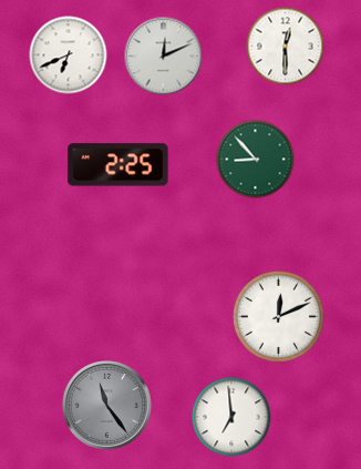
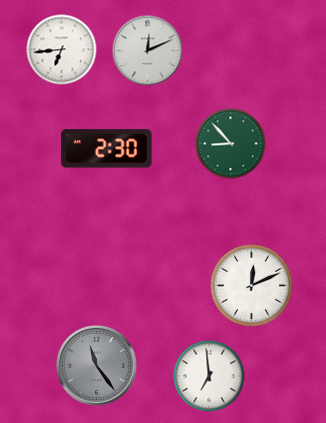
clock at (286, 47): 12:30 -> none
clock at (69, 55): 6:41 -> 6:44
clock at (118, 165): 2:25 -> 2:30
